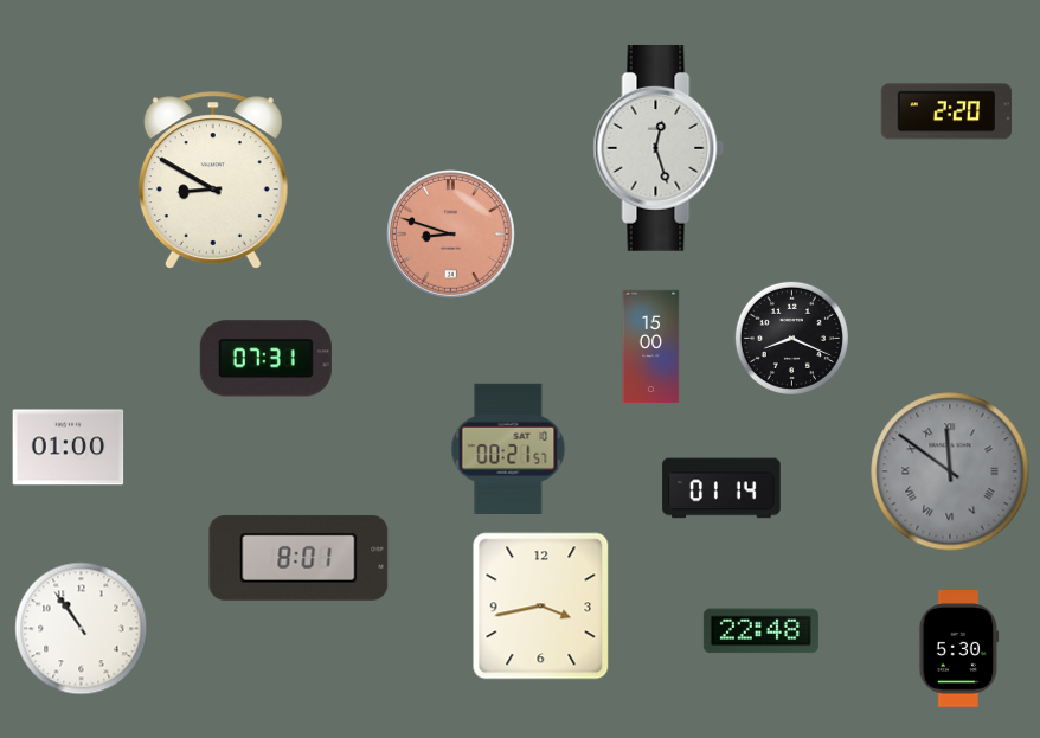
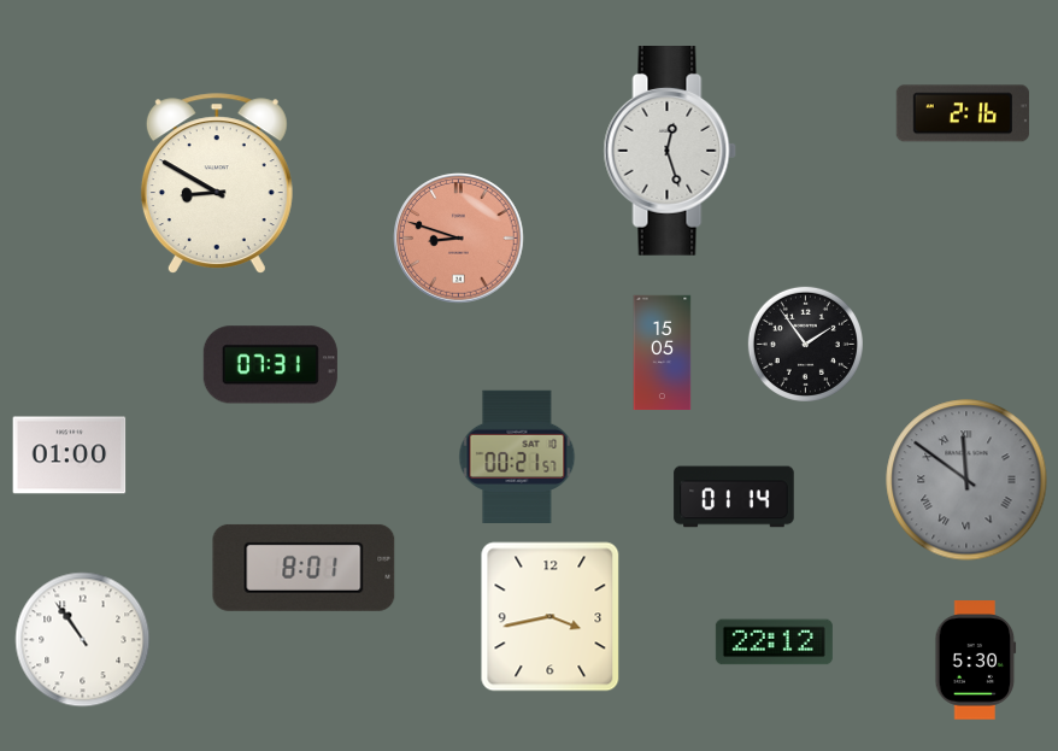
clock at (946, 111): 2:20 -> 2:16
clock at (791, 338): 8:19 -> 1:54
clock at (651, 347): 15:00 -> 15:05
clock at (760, 631): 22:48 -> 22:12
